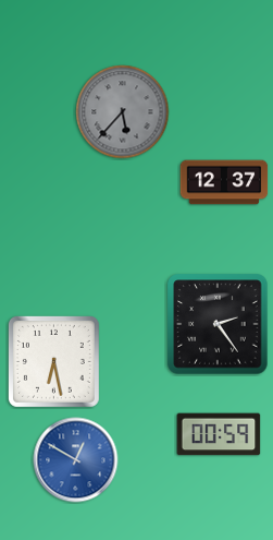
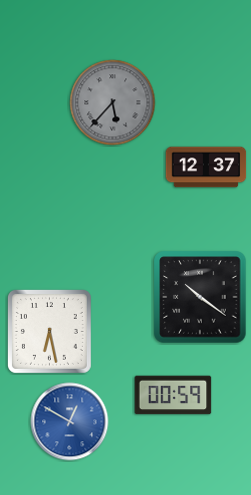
clock at (218, 324): 2:24 -> 10:21
clock at (219, 434) position: (219, 434) -> (173, 395)
